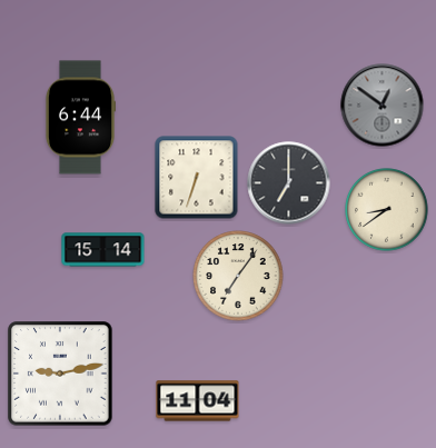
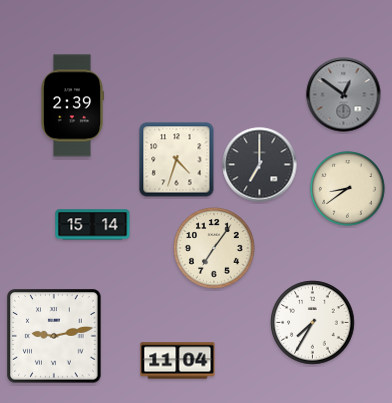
clock at (79, 118): 6:44 -> 2:39
clock at (197, 178): 6:33 -> 4:33
clock at (313, 323): none -> 7:35
